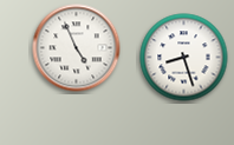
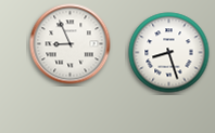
clock at (77, 48): 4:56 -> 8:56
